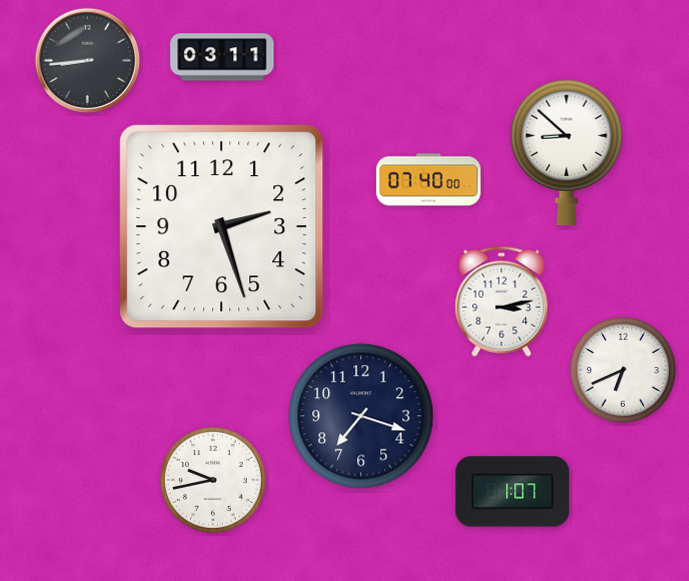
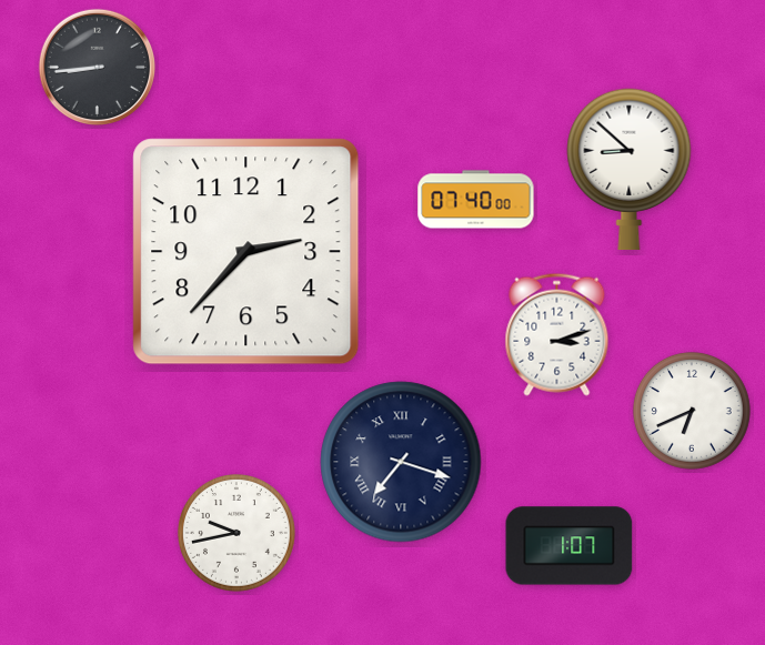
clock at (222, 57): 03:11 -> none
clock at (222, 227): 2:27 -> 2:37
clock at (502, 301): 3:13 -> 3:12
clock at (361, 416) numerals: Arabic -> Roman
